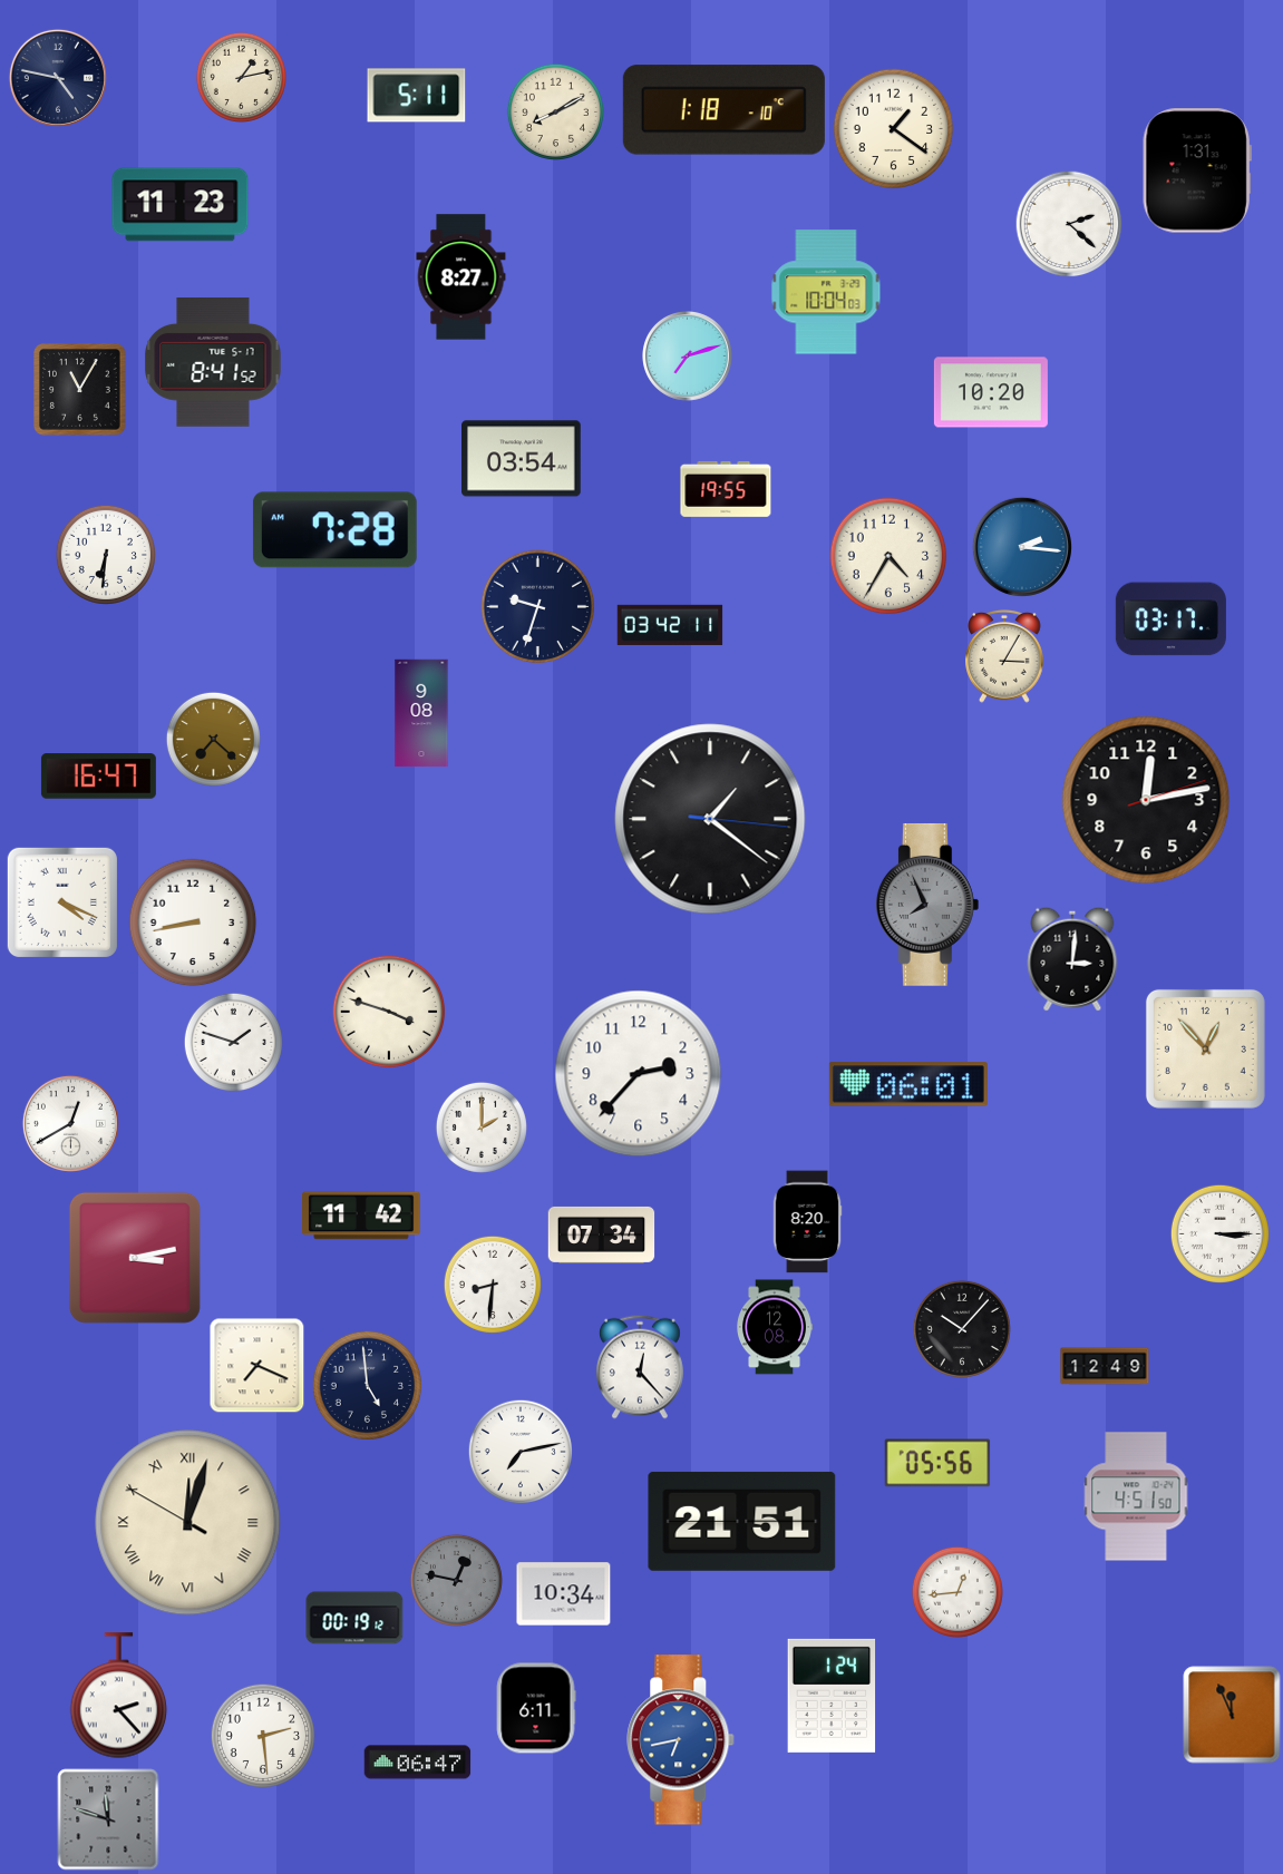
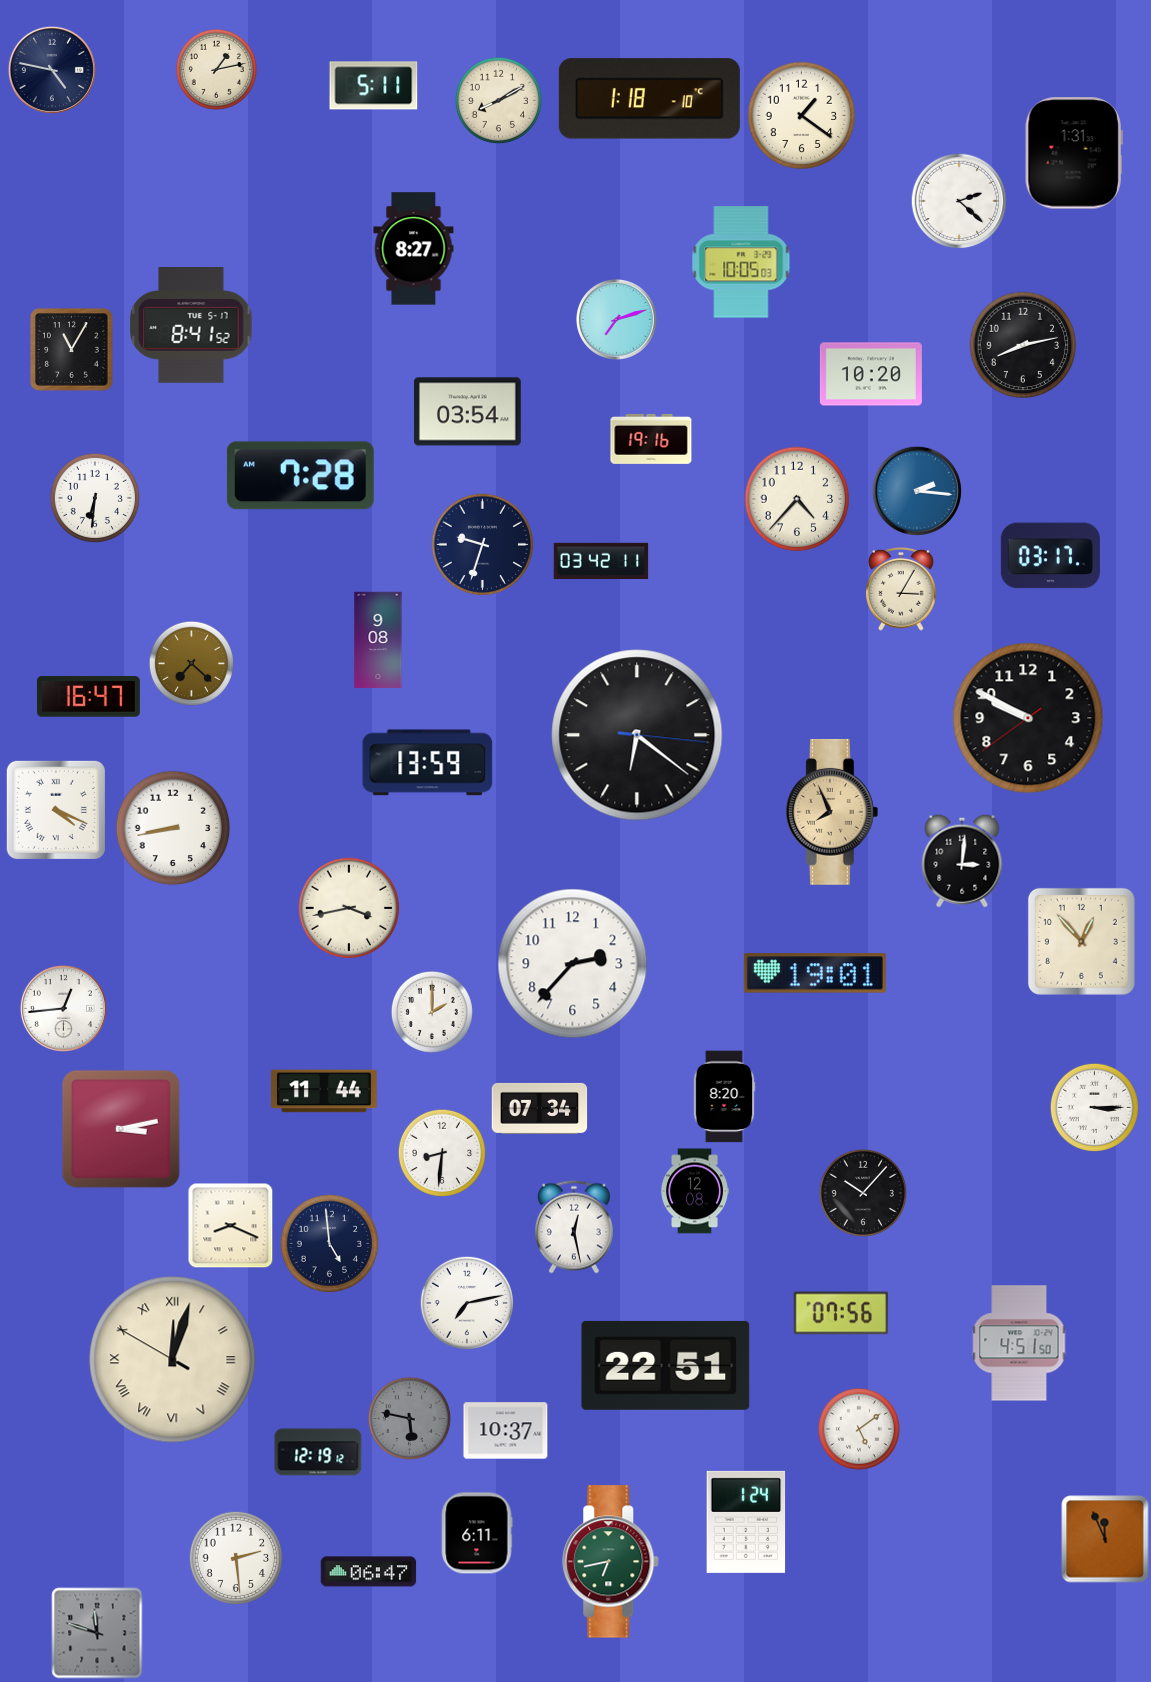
clock at (181, 205): 11:23 -> none
clock at (826, 292): 10:04 -> 10:05
clock at (1023, 345): none -> 8:13
clock at (991, 392) position: (991, 392) -> (871, 374)
clock at (726, 489): 19:55 -> 19:16
clock at (888, 556): 4:35 -> 4:37
clock at (1146, 800): 12:13 -> 9:49
clock at (710, 819): 1:21 -> 6:21
clock at (428, 763): none -> 13:59
clock at (927, 905) dial: grey -> champagne
clock at (389, 1012): 3:48 -> 3:43
clock at (233, 1042): 1:48 -> none
clock at (908, 1084): 06:01 -> 19:01
clock at (70, 1123): 12:40 -> 12:44
clock at (362, 1216): 11:42 -> 11:44
clock at (257, 1366): 7:19 -> 8:19
clock at (1105, 1366): 12:49 -> none
clock at (640, 1367): 12:23 -> 12:28
clock at (937, 1463): 05:56 -> 07:56
clock at (742, 1521): 21:51 -> 22:51
clock at (188, 1523) position: (188, 1523) -> (173, 1360)
clock at (456, 1580): 12:47 -> 5:47
clock at (958, 1592): 12:44 -> 5:09
clock at (564, 1594): 10:34 -> 10:37
clock at (354, 1618): 00:19 -> 12:19
clock at (119, 1696): 2:23 -> none
clock at (536, 1708) position: (536, 1708) -> (477, 1533)
clock at (681, 1740) dial: blue -> green
clock at (418, 1763) position: (418, 1763) -> (369, 1572)
